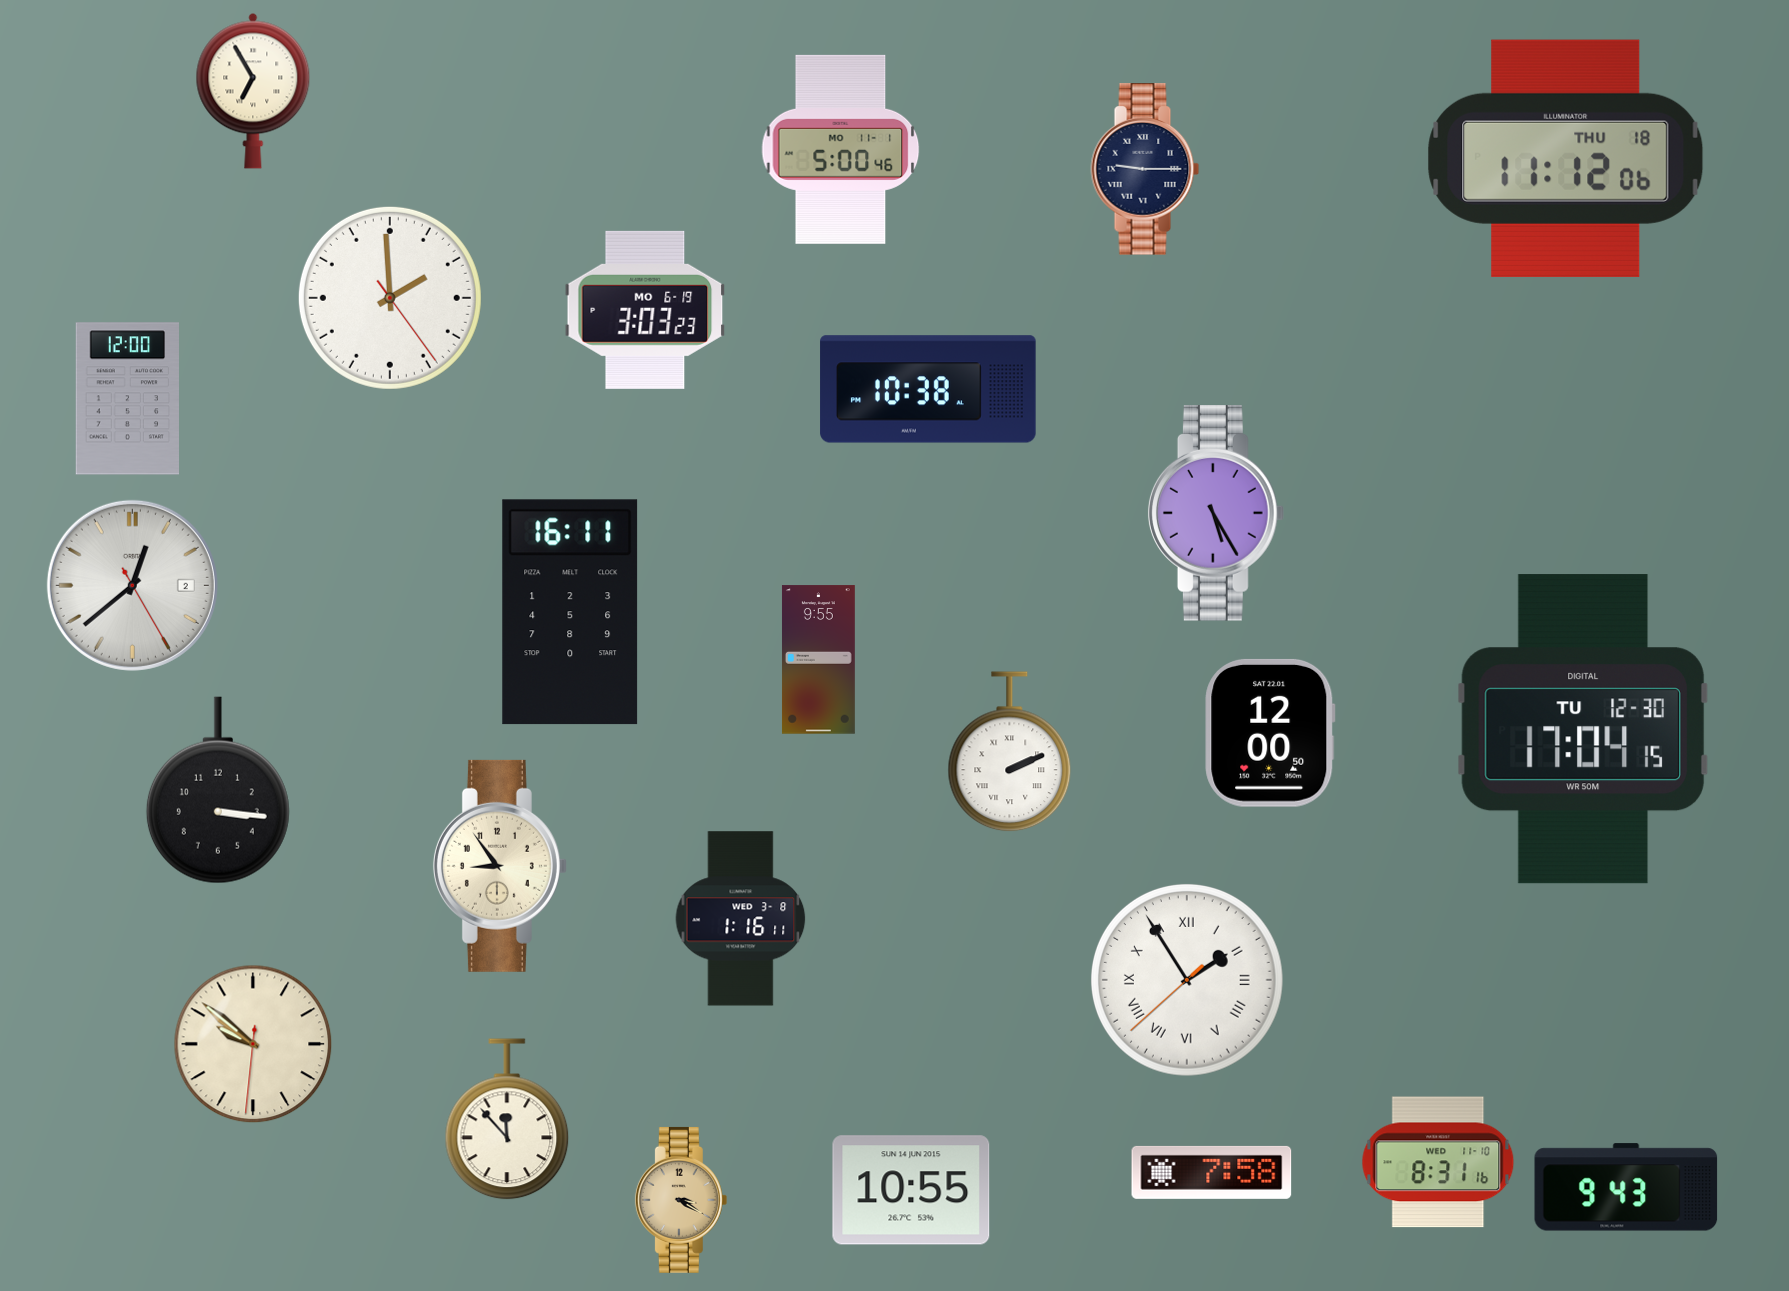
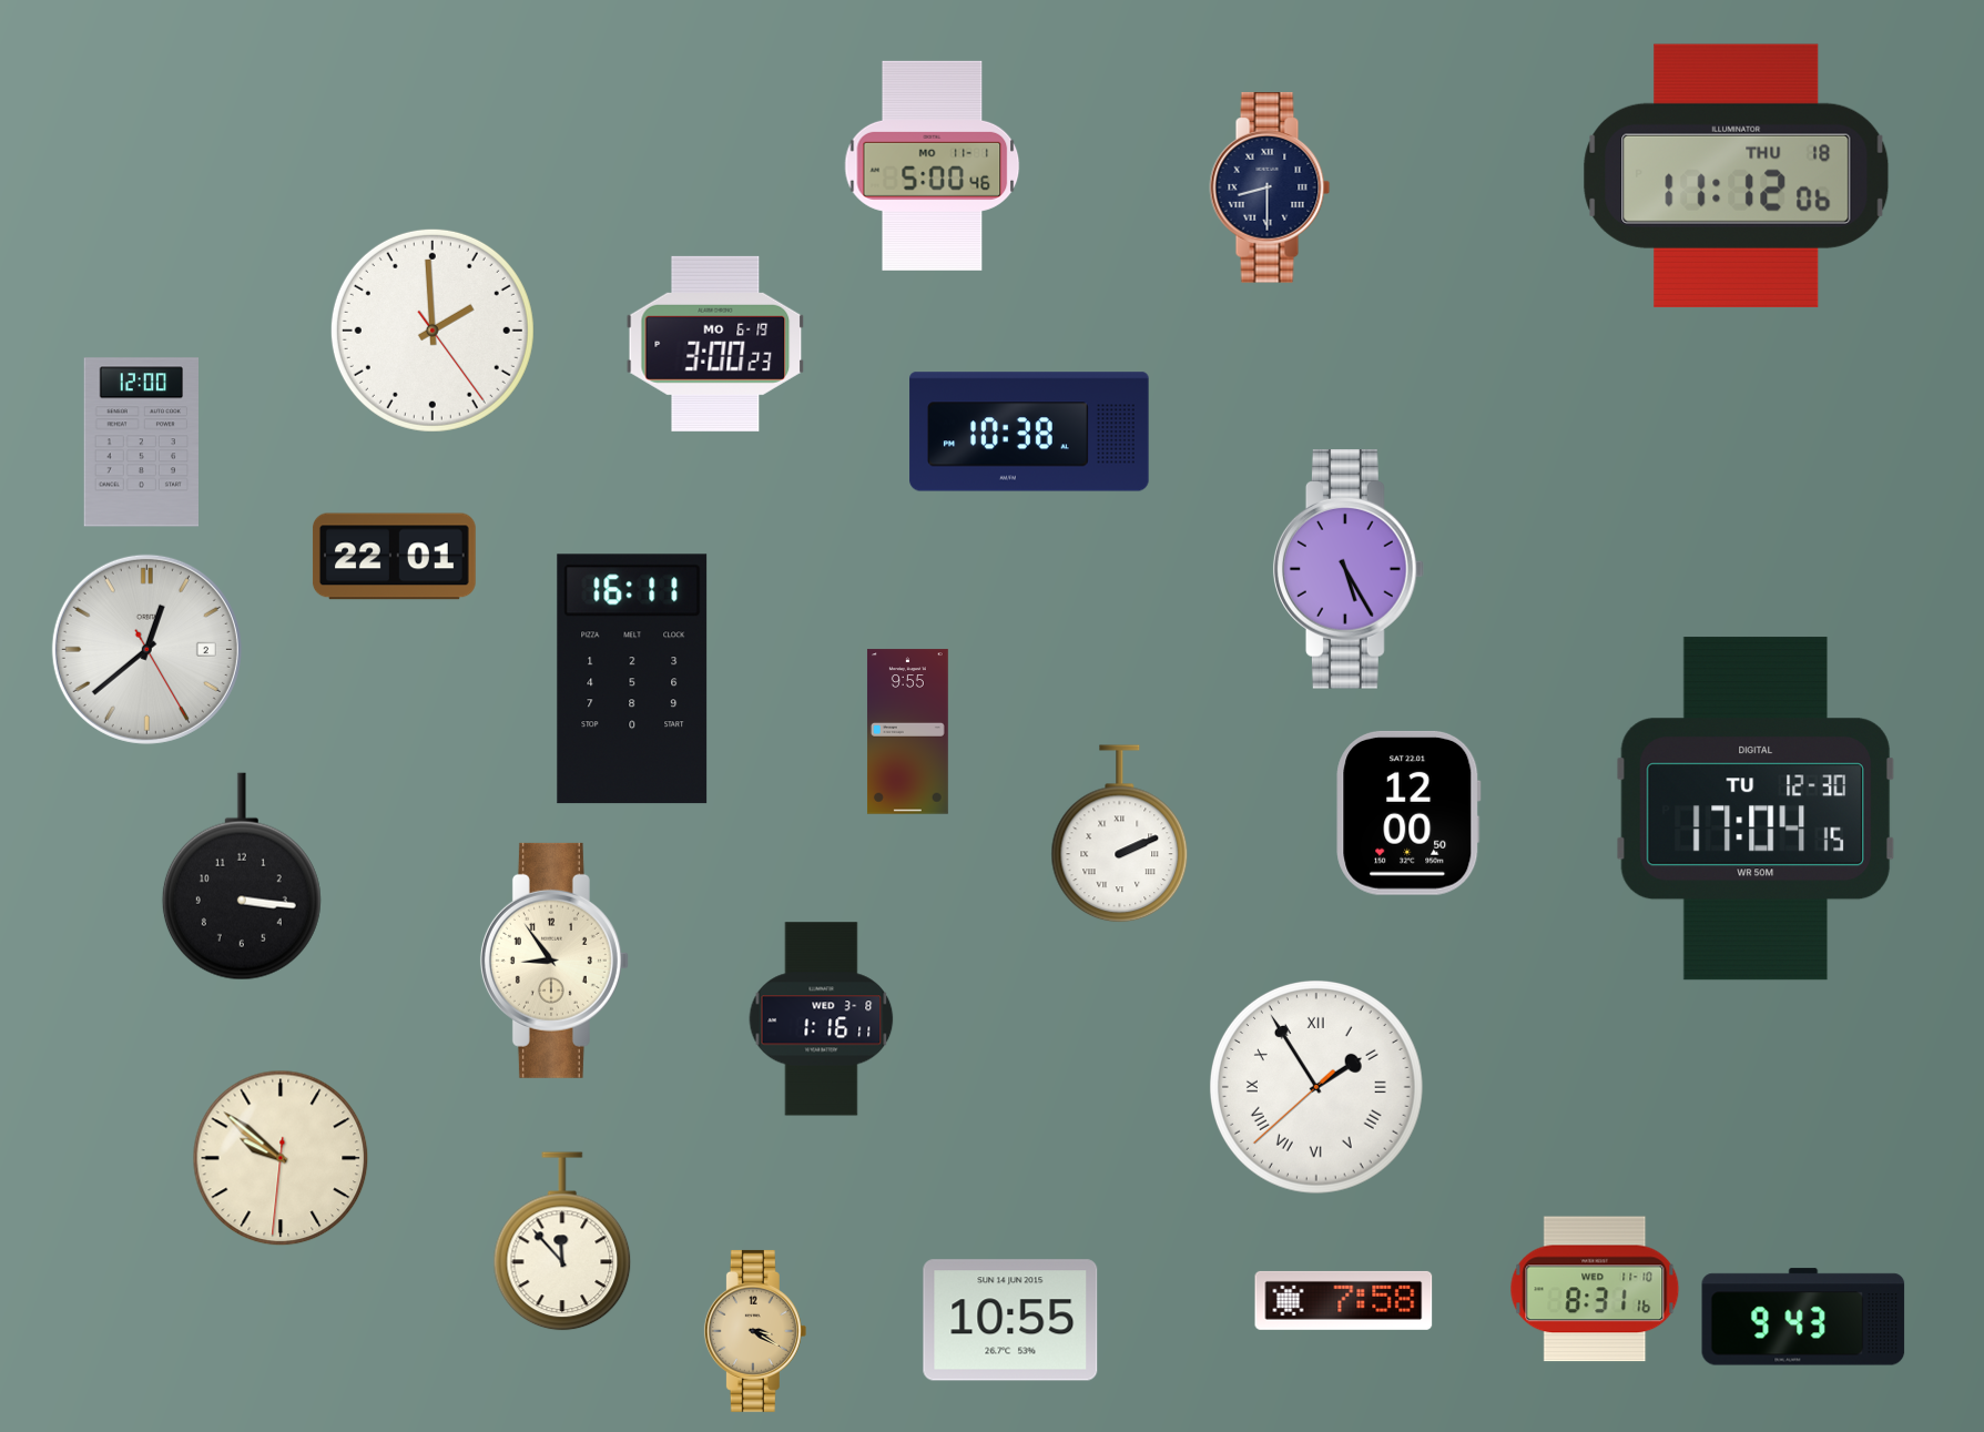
clock at (253, 91): 6:55 -> none
clock at (1145, 169): 9:15 -> 8:30
clock at (645, 310): 3:03 -> 3:00
clock at (394, 557): none -> 22:01
